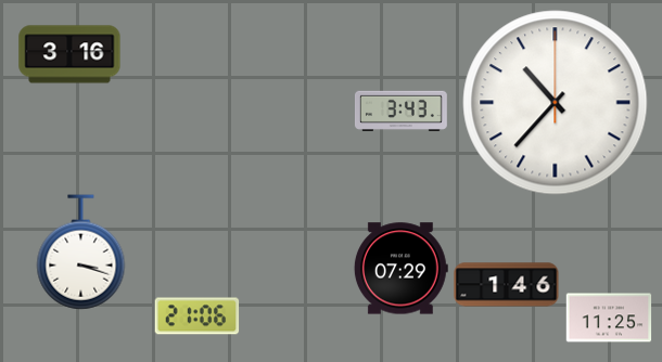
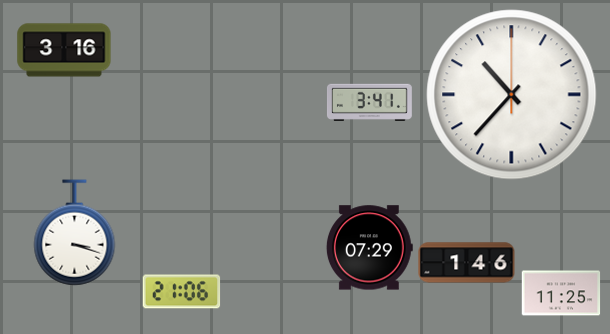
clock at (400, 111): 3:43 -> 3:41
